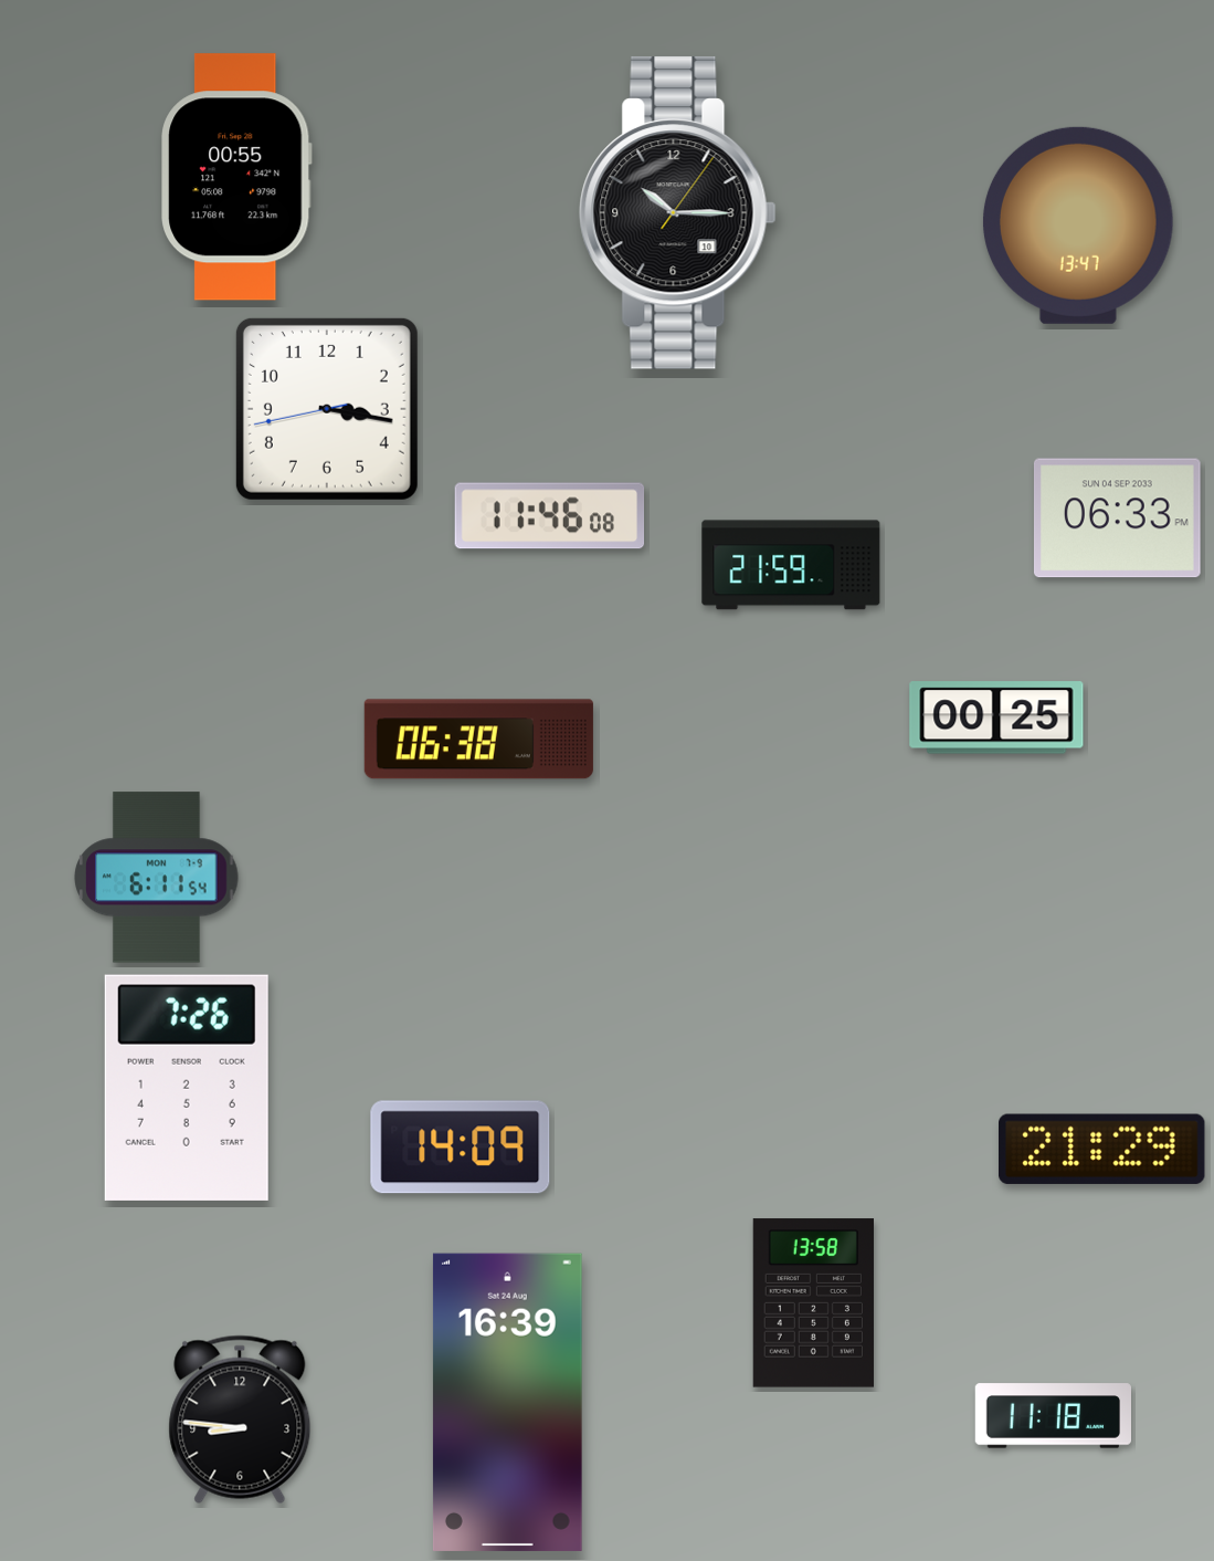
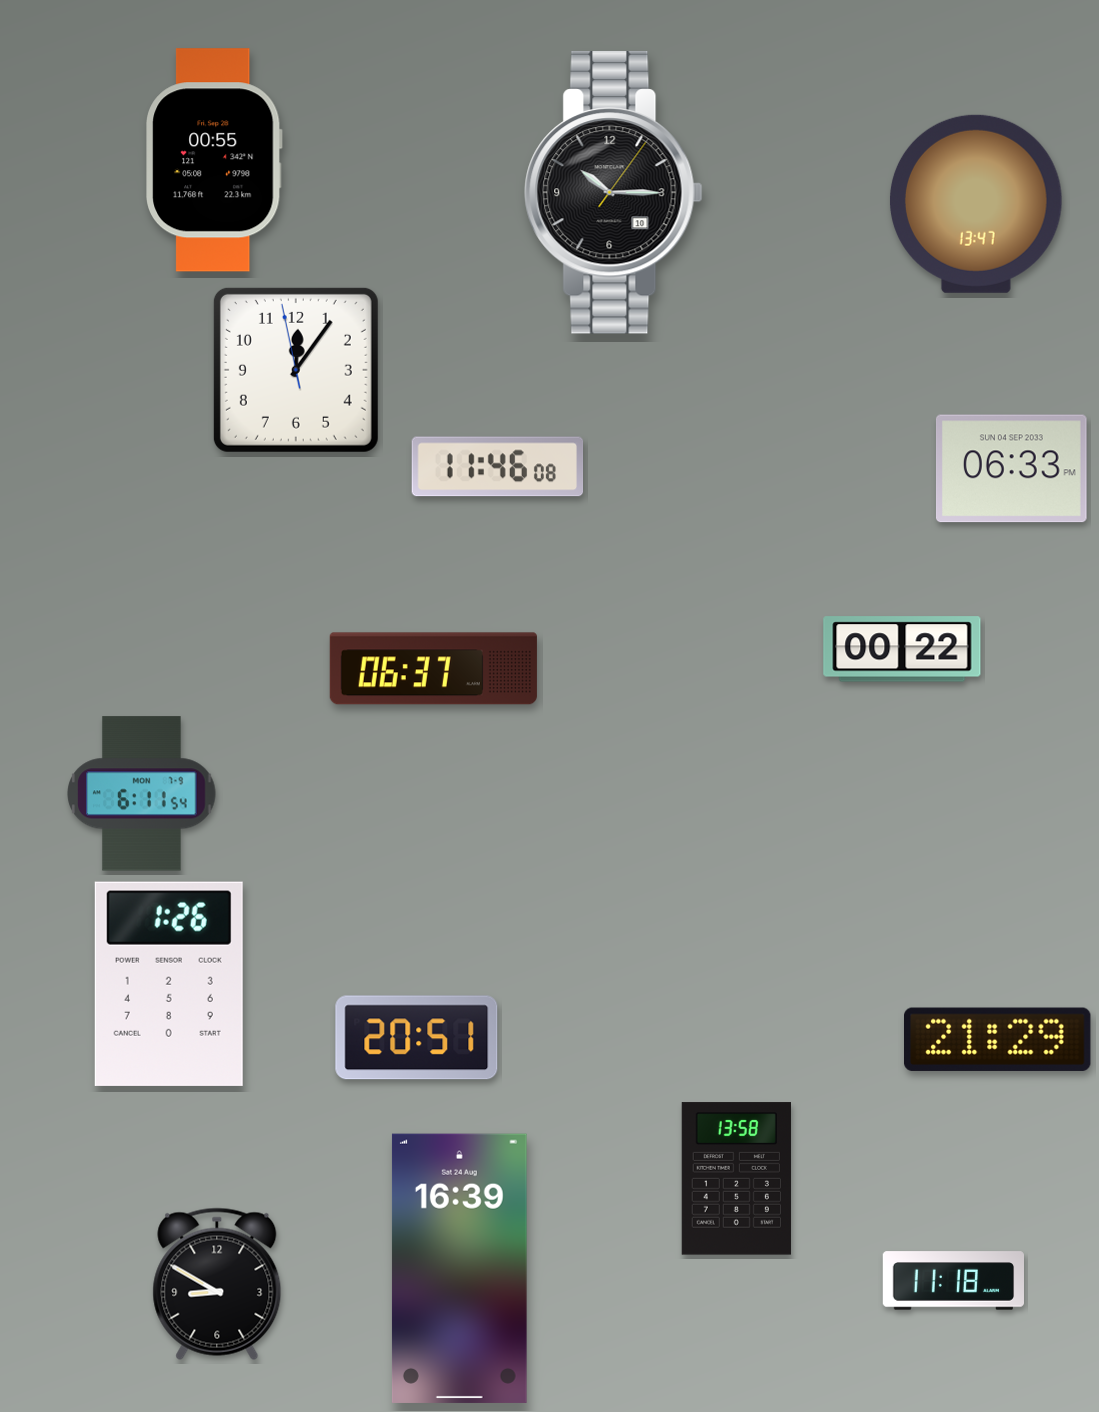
clock at (327, 409): 3:16 -> 12:05
clock at (791, 565): 21:59 -> none
clock at (996, 717): 00:25 -> 00:22
clock at (478, 740): 06:38 -> 06:37
clock at (187, 1088): 7:26 -> 1:26
clock at (461, 1148): 14:09 -> 20:51
clock at (240, 1419): 8:46 -> 8:50
